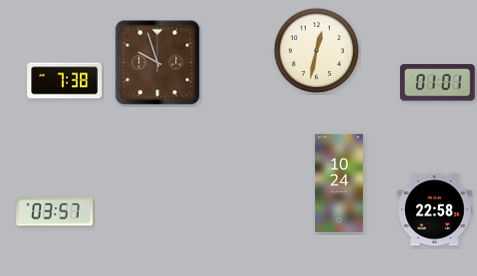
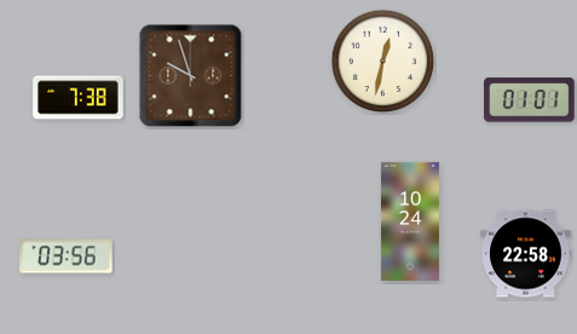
clock at (55, 212): 03:57 -> 03:56
